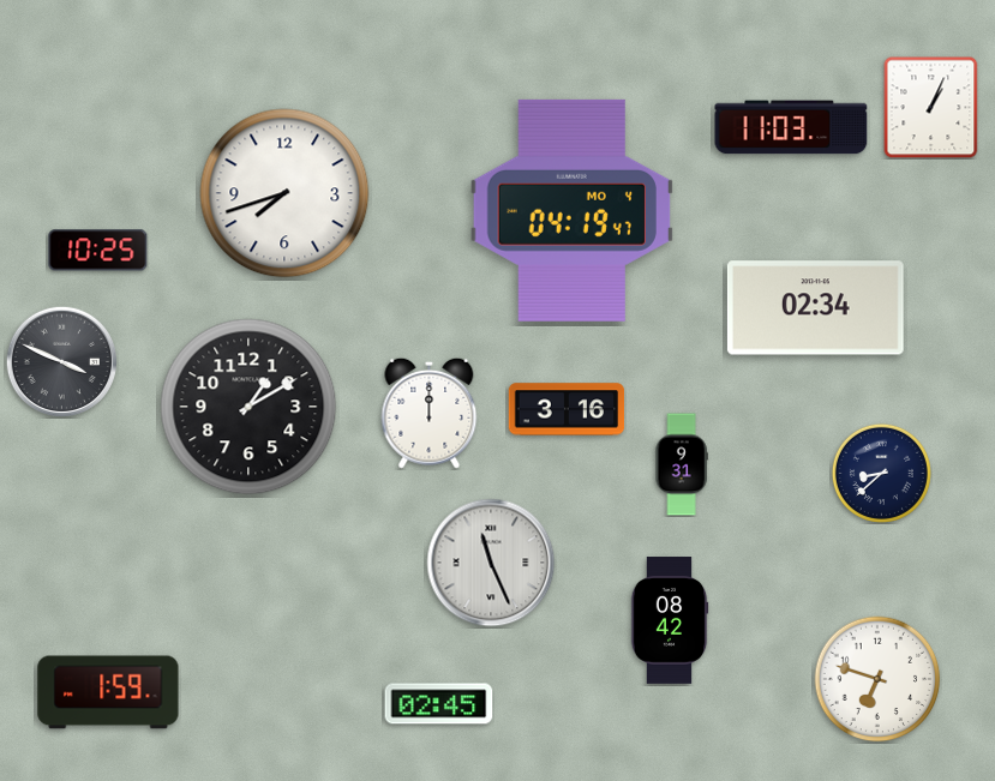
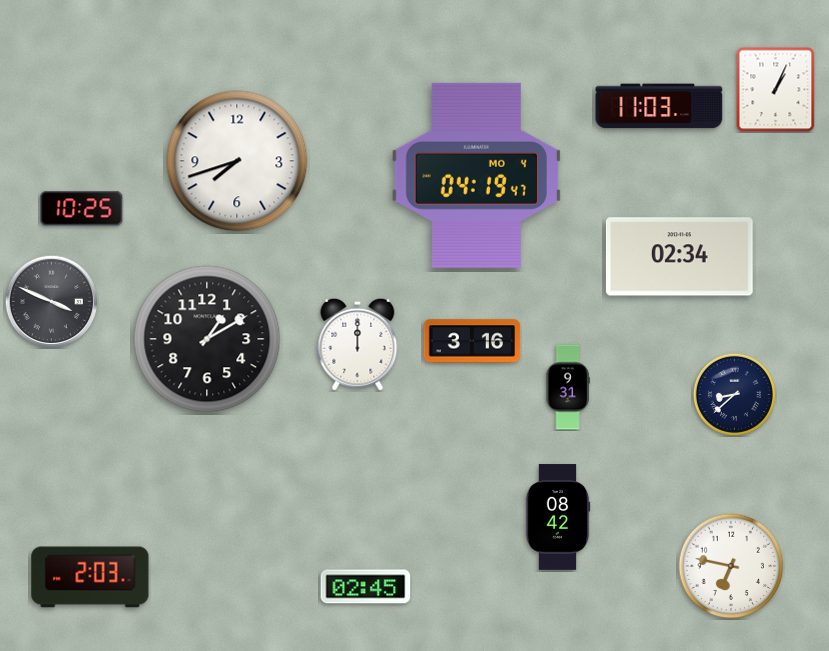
clock at (491, 563): 11:26 -> none
clock at (877, 679): 6:48 -> 6:47
clock at (108, 692): 1:59 -> 2:03
